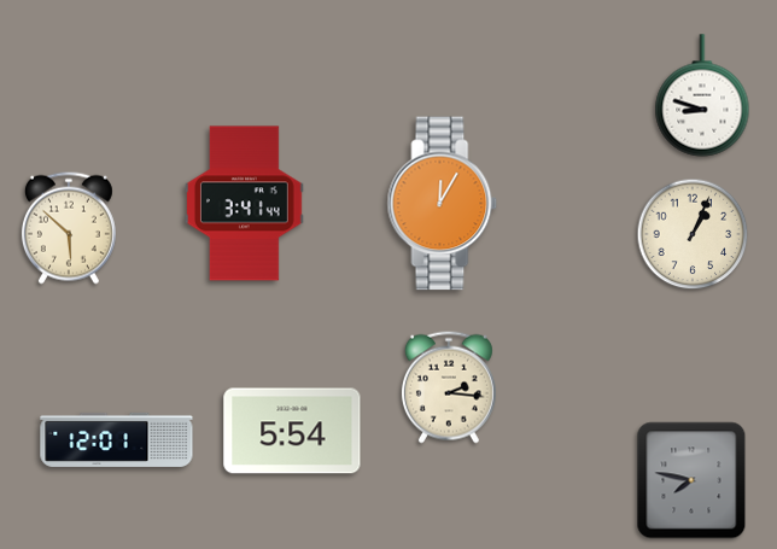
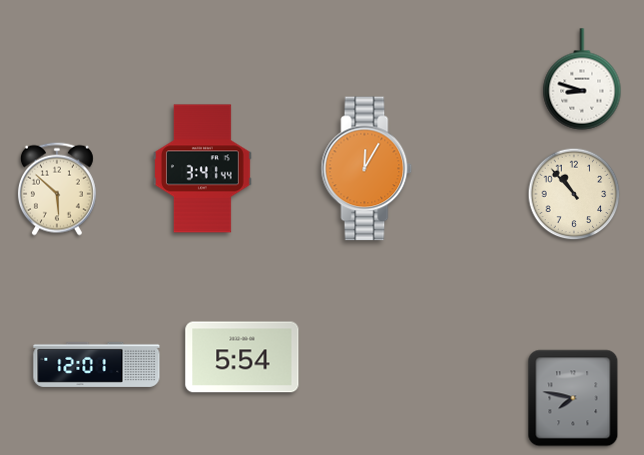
clock at (693, 234): 1:04 -> 10:53
clock at (449, 387): 2:16 -> none
